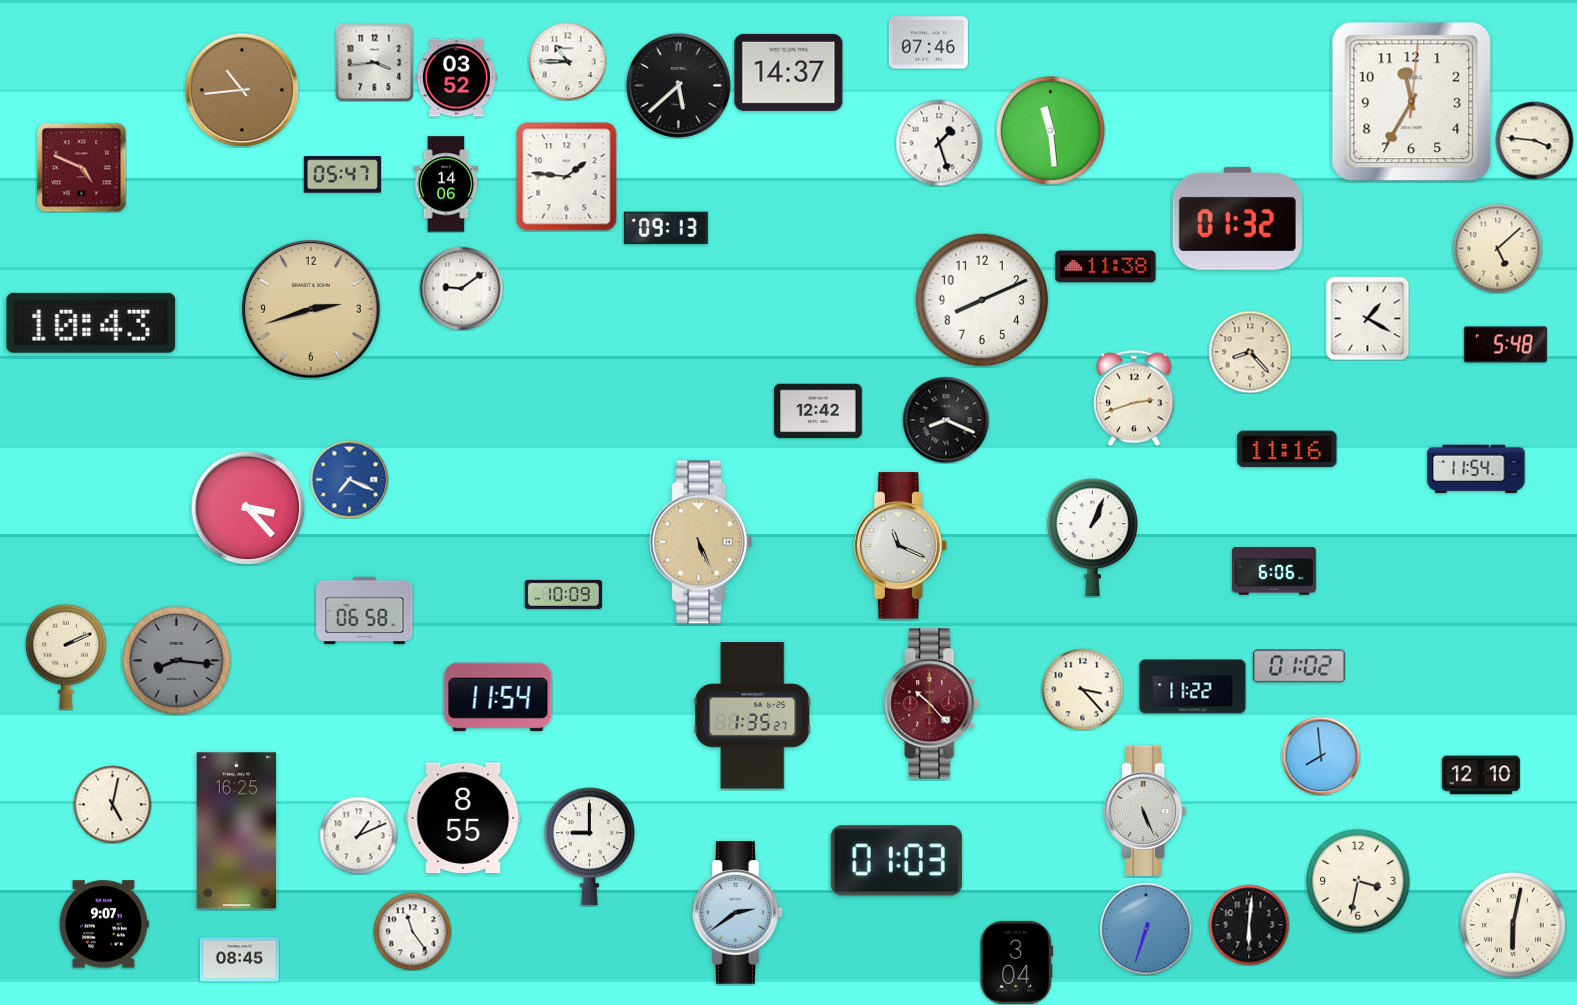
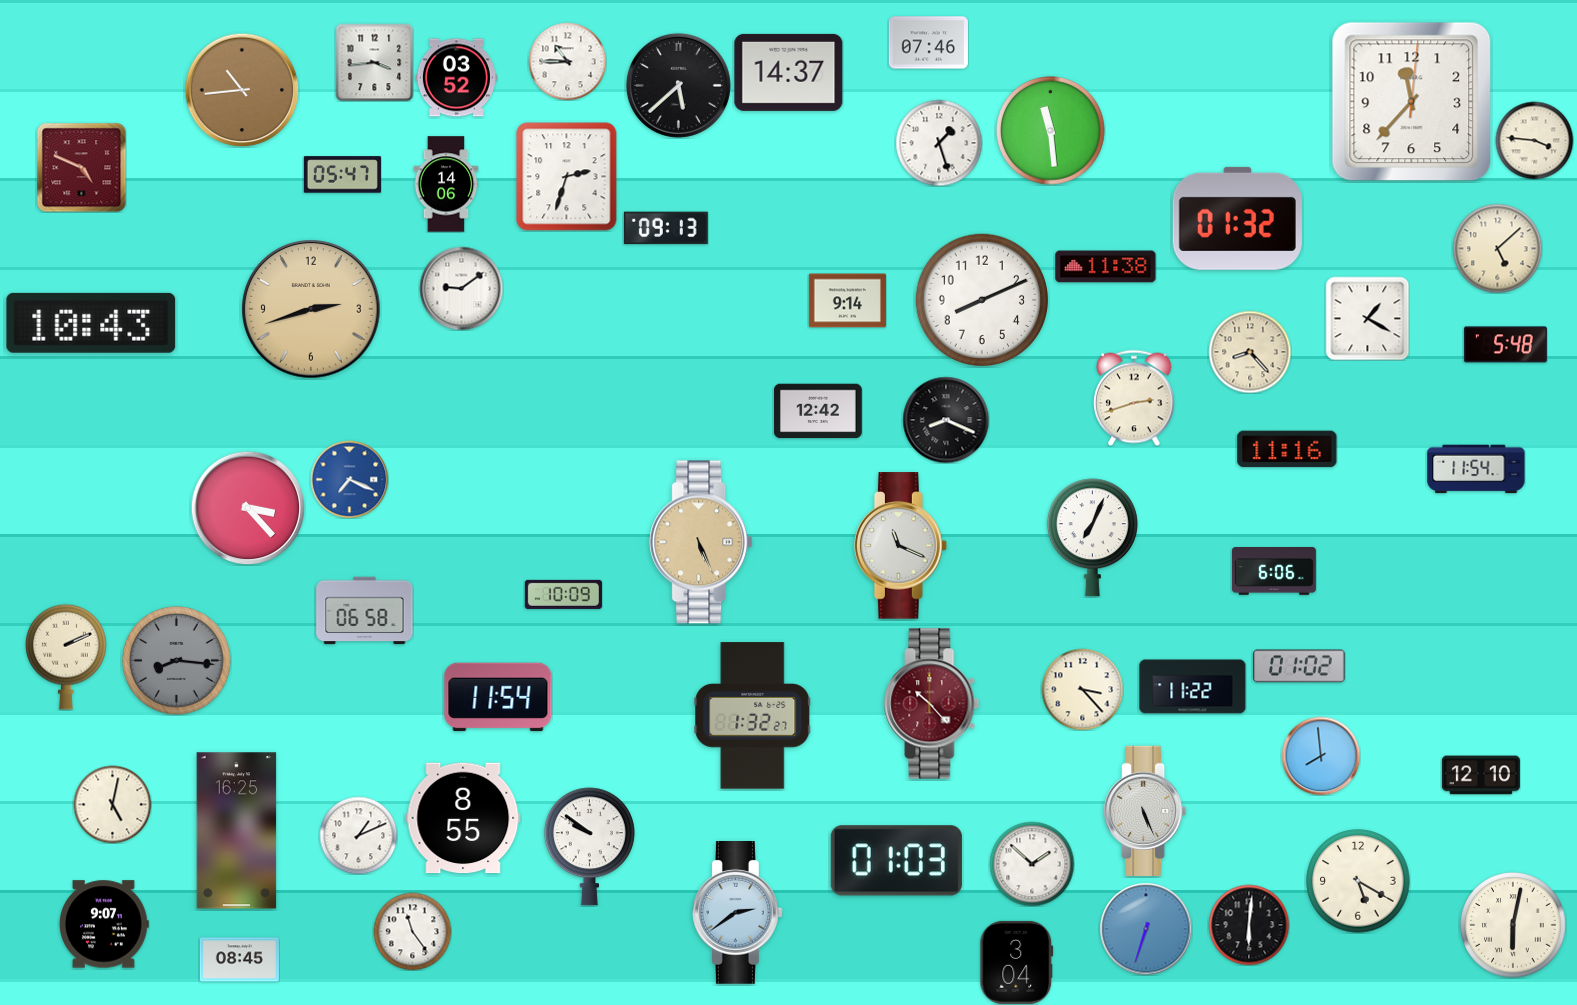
clock at (1412, 102): 11:35 -> 11:37
clock at (567, 177): 1:46 -> 2:33
clock at (847, 301): none -> 9:14
clock at (1092, 538): 1:04 -> 7:04
clock at (753, 716): 1:35 -> 1:32
clock at (589, 847): 9:00 -> 9:51
clock at (1032, 864): none -> 1:52
clock at (1358, 881): 3:32 -> 5:20
